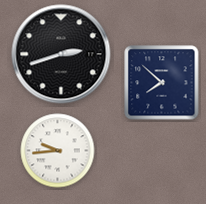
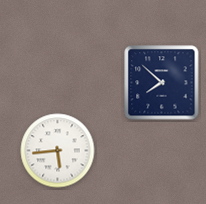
clock at (61, 54): 2:42 -> none
clock at (58, 151): 9:44 -> 5:44
